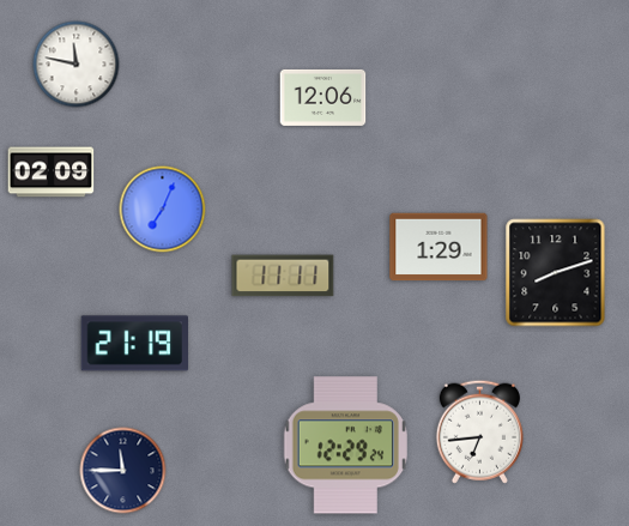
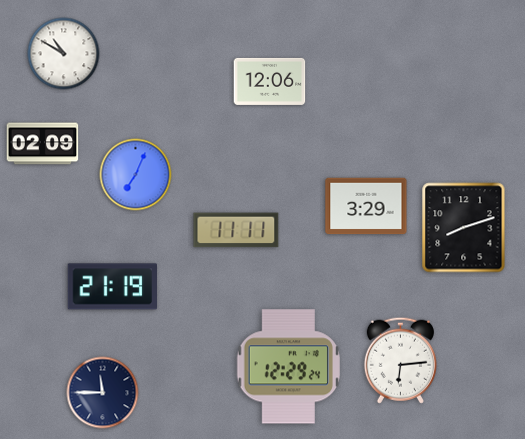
clock at (77, 65): 11:47 -> 10:50
clock at (439, 247): 1:29 -> 3:29
clock at (479, 431): 6:44 -> 6:14
clock at (345, 446) position: (345, 446) -> (288, 367)
